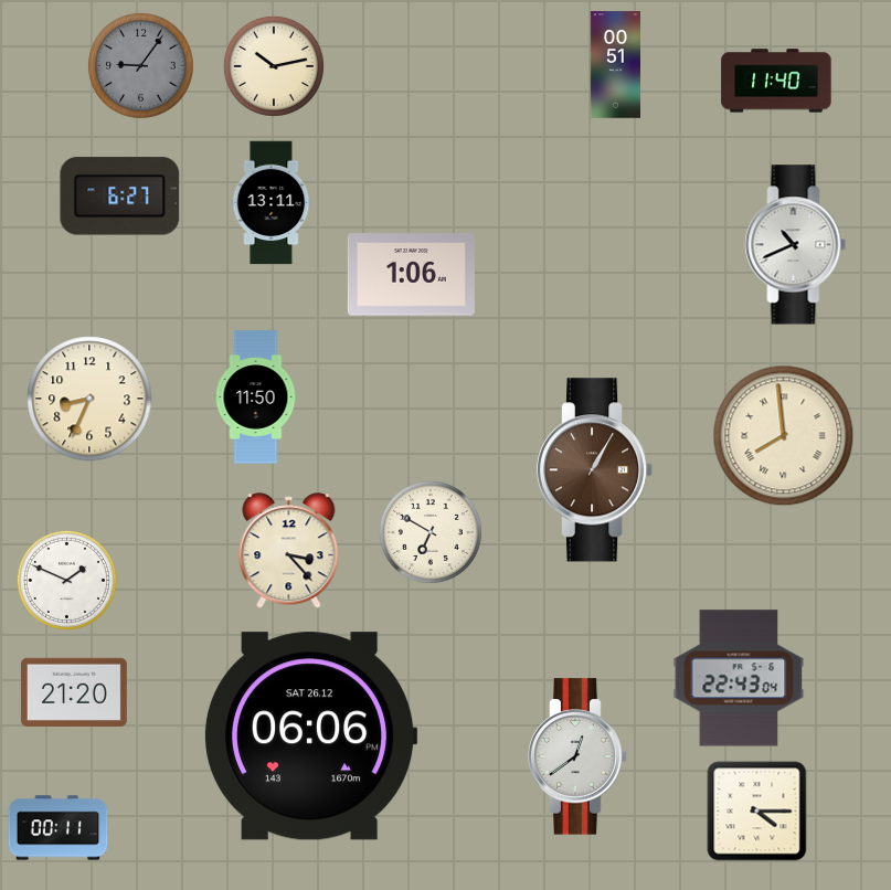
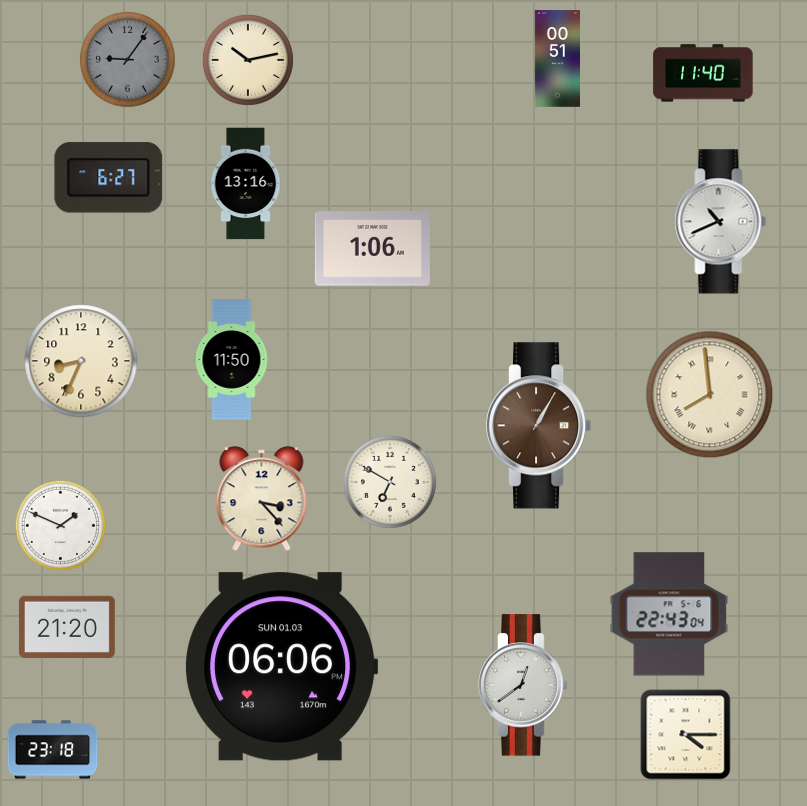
clock at (272, 203): 13:11 -> 13:16
clock at (311, 737) date: SAT 26.12 -> SUN 01.03
clock at (59, 828): 00:11 -> 23:18
